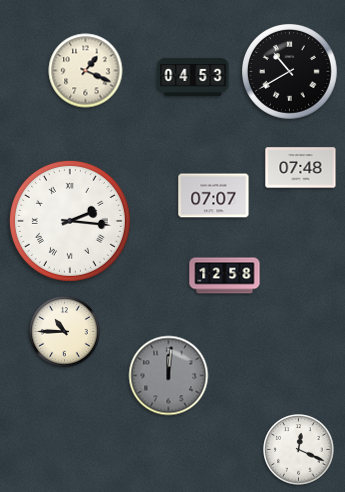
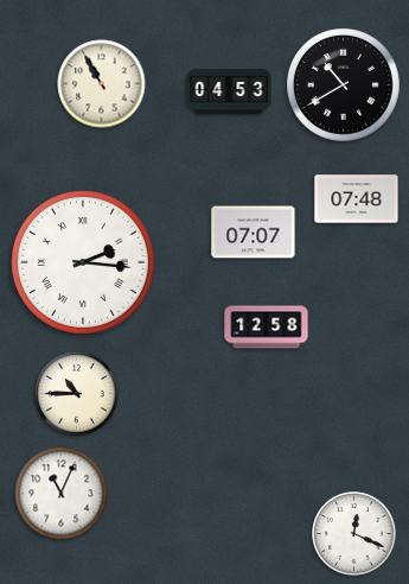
clock at (86, 71): 1:19 -> 10:55
clock at (169, 376): 12:01 -> none
clock at (62, 494): none -> 11:04
